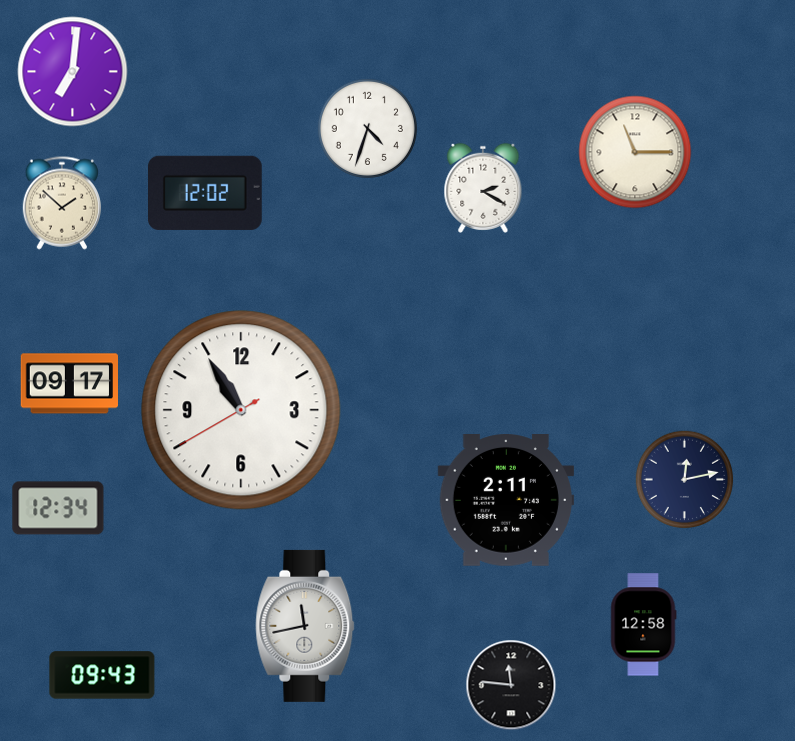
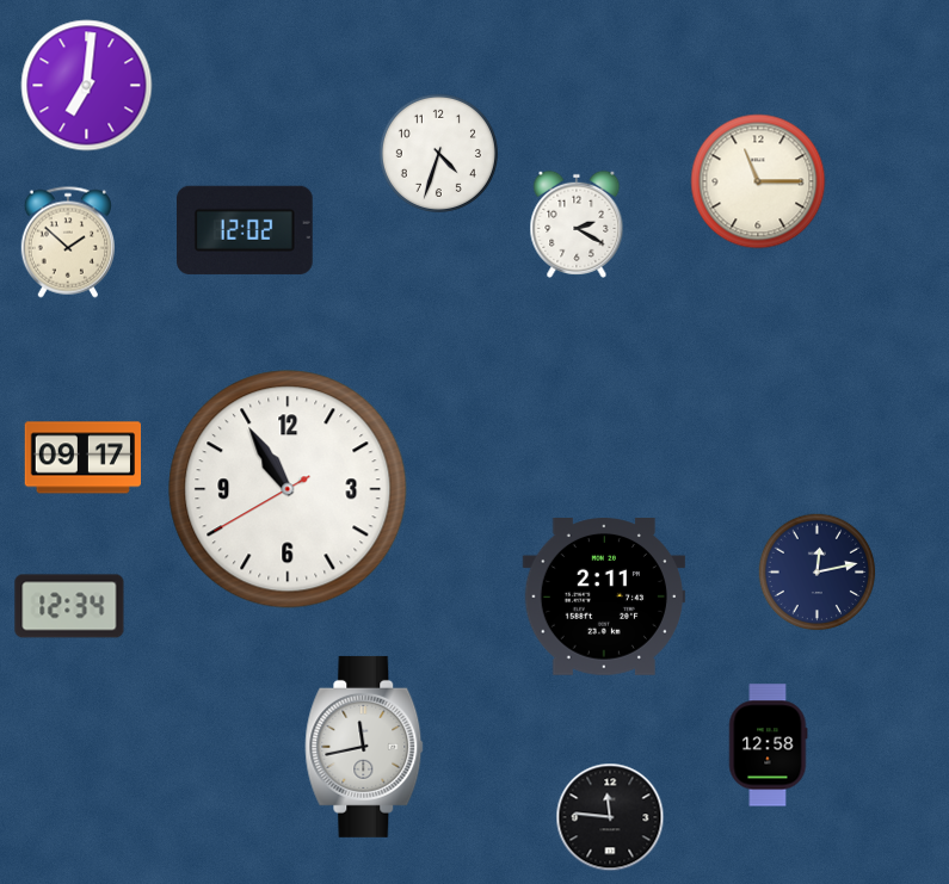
clock at (61, 203) position: (61, 203) -> (67, 242)
clock at (102, 675): 09:43 -> none
